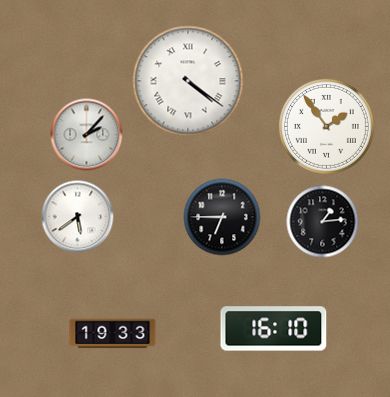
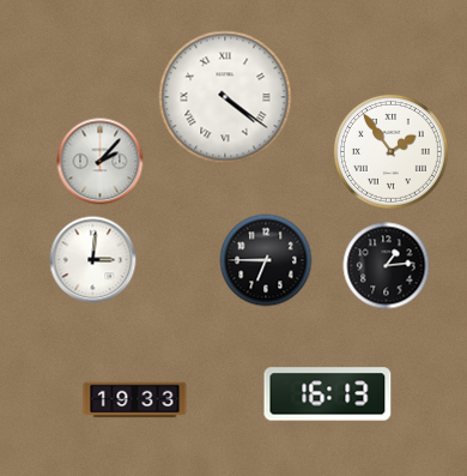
clock at (87, 135) position: (87, 135) -> (101, 162)
clock at (78, 217): 5:39 -> 3:01
clock at (274, 329): 16:10 -> 16:13
